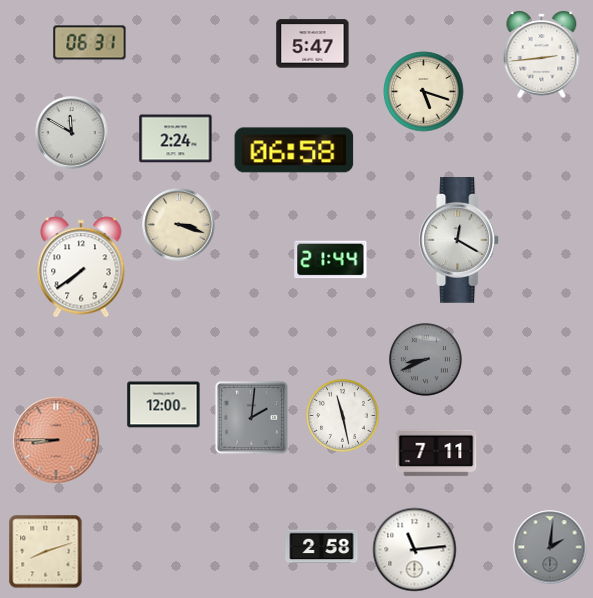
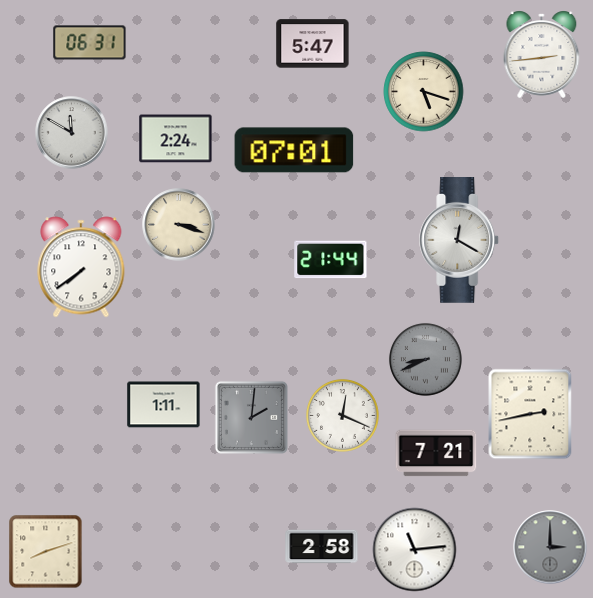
clock at (294, 150): 06:58 -> 07:01
clock at (164, 405): 12:00 -> 1:11
clock at (530, 414): none -> 2:43
clock at (343, 415): 11:28 -> 12:19
clock at (56, 440): 8:45 -> none
clock at (436, 453): 7:11 -> 7:21
clock at (550, 547): 2:01 -> 3:00
